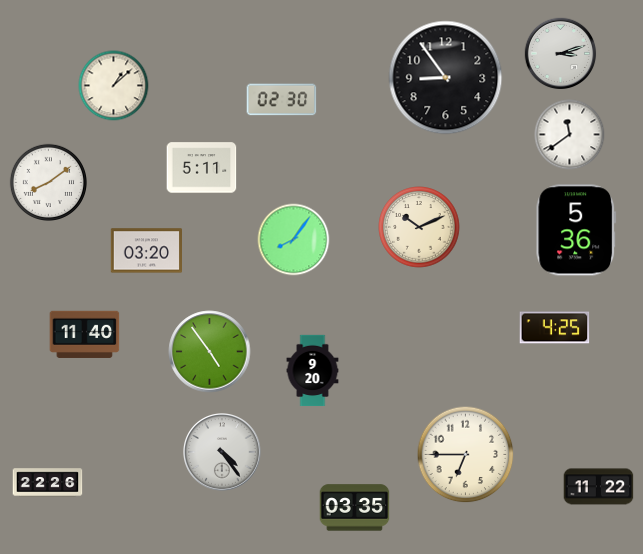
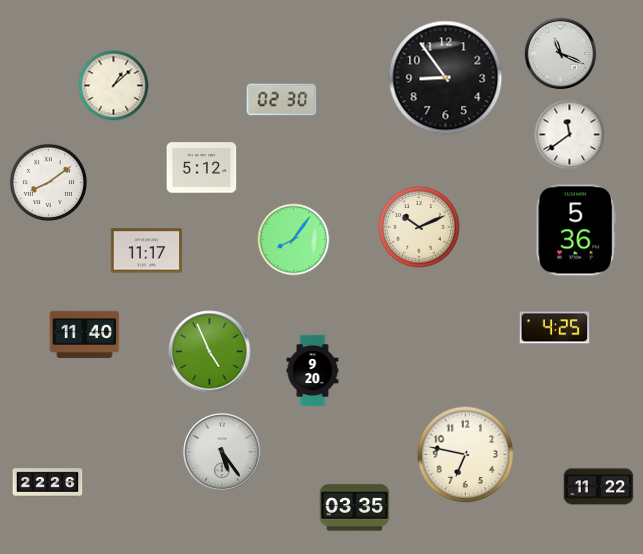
clock at (561, 54): 3:12 -> 11:19
clock at (202, 168): 5:11 -> 5:12
clock at (146, 251): 03:20 -> 11:17
clock at (210, 352): 4:54 -> 4:56
clock at (223, 453): 4:24 -> 5:24
clock at (466, 455): 6:45 -> 6:47
